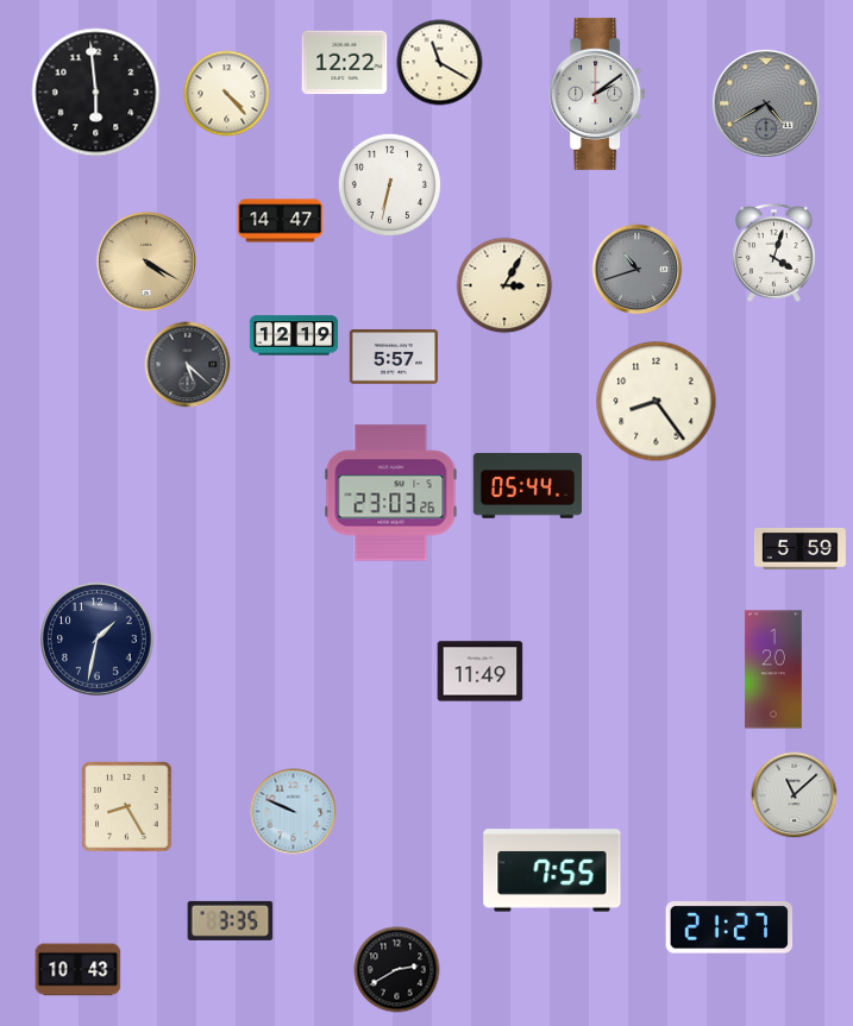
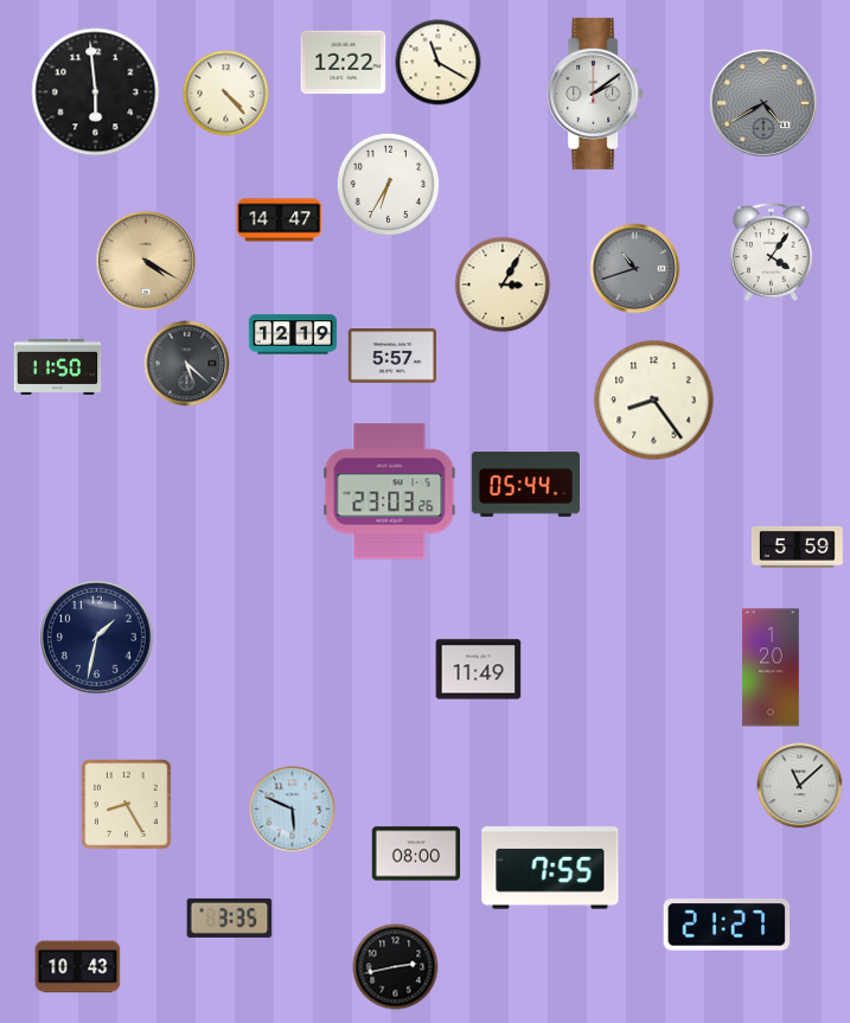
clock at (389, 184): 6:32 -> 6:35
clock at (773, 252): 4:03 -> 4:06
clock at (58, 366): none -> 11:50
clock at (795, 795) position: (795, 795) -> (800, 786)
clock at (294, 812): 9:49 -> 5:49
clock at (416, 853): none -> 08:00
clock at (397, 970): 2:40 -> 2:43
